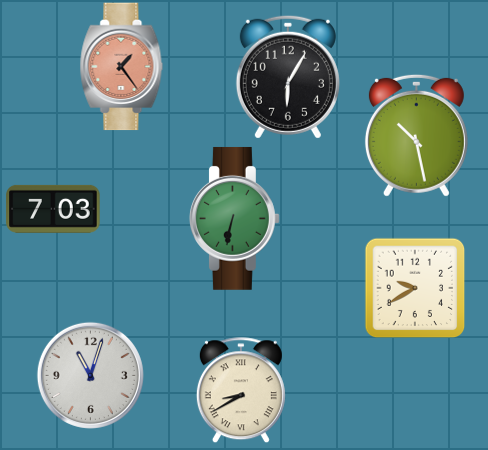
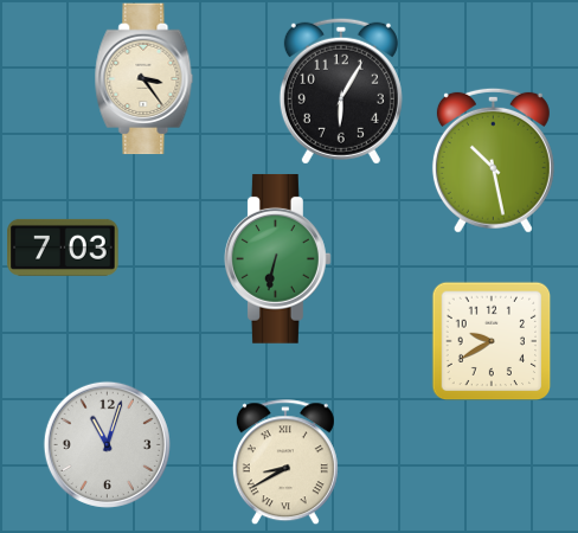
clock at (122, 67): 1:24 -> 3:24
clock at (122, 67) dial: salmon -> cream
